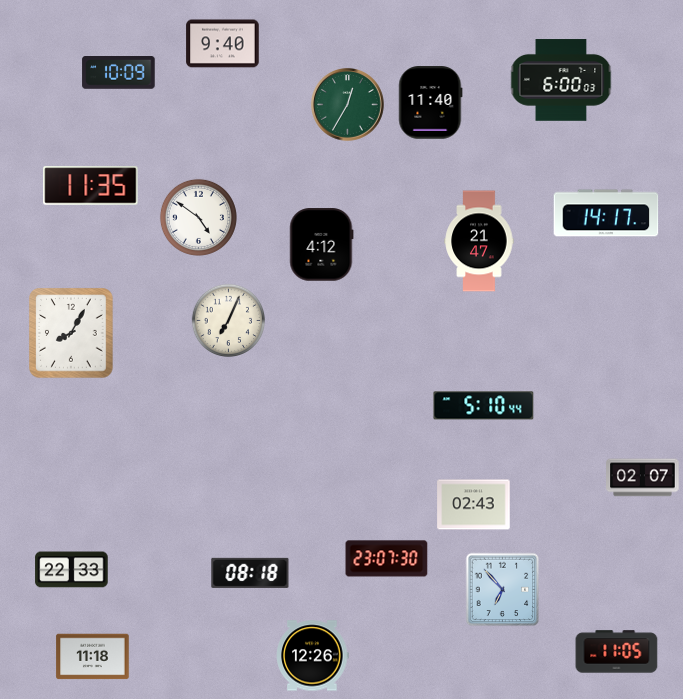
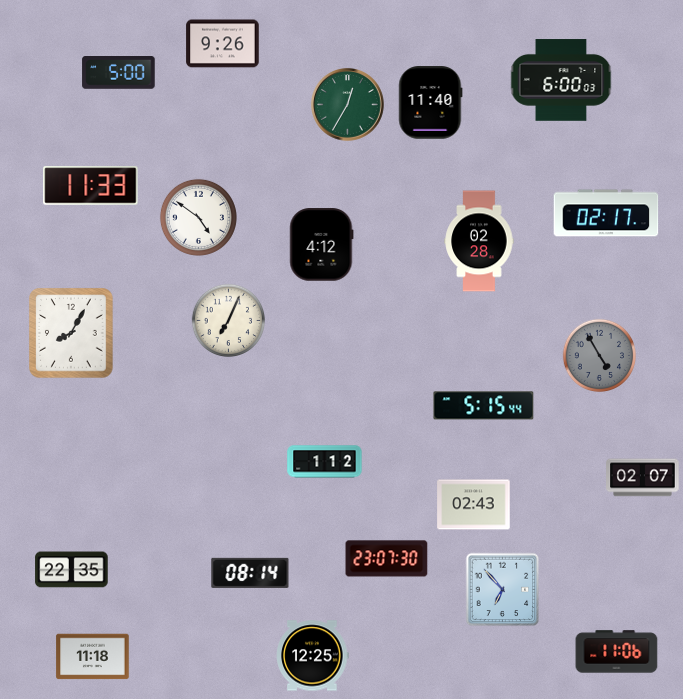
clock at (223, 44): 9:40 -> 9:26
clock at (119, 73): 10:09 -> 5:00
clock at (91, 186): 11:35 -> 11:33
clock at (606, 213): 14:17 -> 02:17
clock at (479, 241): 21:47 -> 02:28
clock at (599, 355): none -> 4:55
clock at (484, 406): 5:10 -> 5:15
clock at (325, 462): none -> 1:12
clock at (72, 570): 22:33 -> 22:35
clock at (250, 573): 08:18 -> 08:14
clock at (617, 652): 11:05 -> 11:06
clock at (313, 656): 12:26 -> 12:25
